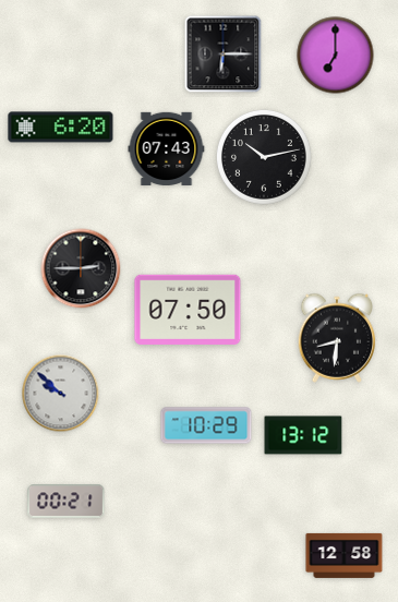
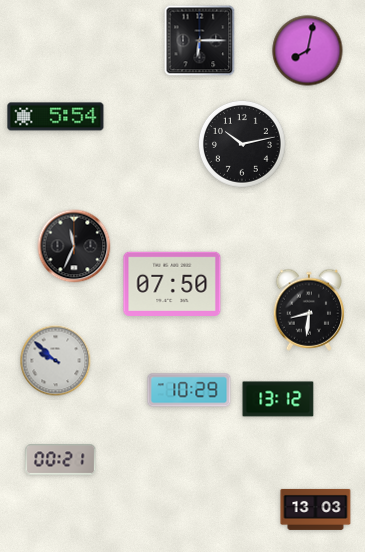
clock at (224, 55) position: (224, 55) -> (200, 41)
clock at (336, 56): 7:00 -> 8:02
clock at (61, 128): 6:20 -> 5:54
clock at (167, 148): 07:43 -> none
clock at (81, 268): 2:45 -> 11:34
clock at (345, 555): 12:58 -> 13:03
